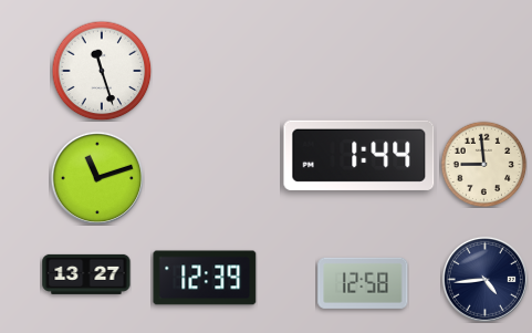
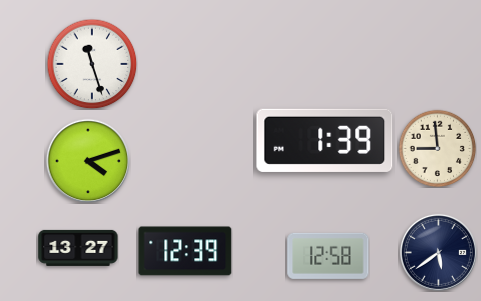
clock at (359, 155): 1:44 -> 1:39
clock at (97, 178): 11:12 -> 4:12
clock at (484, 279): 4:44 -> 5:39
